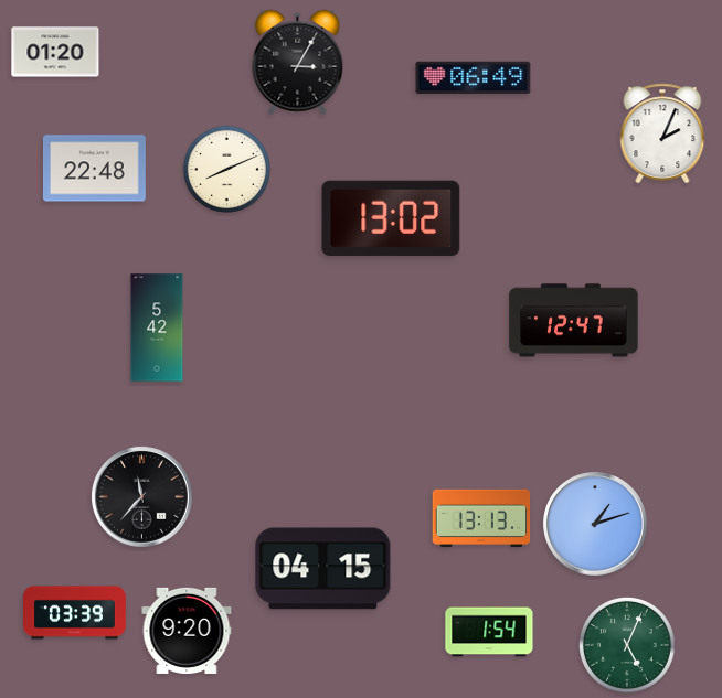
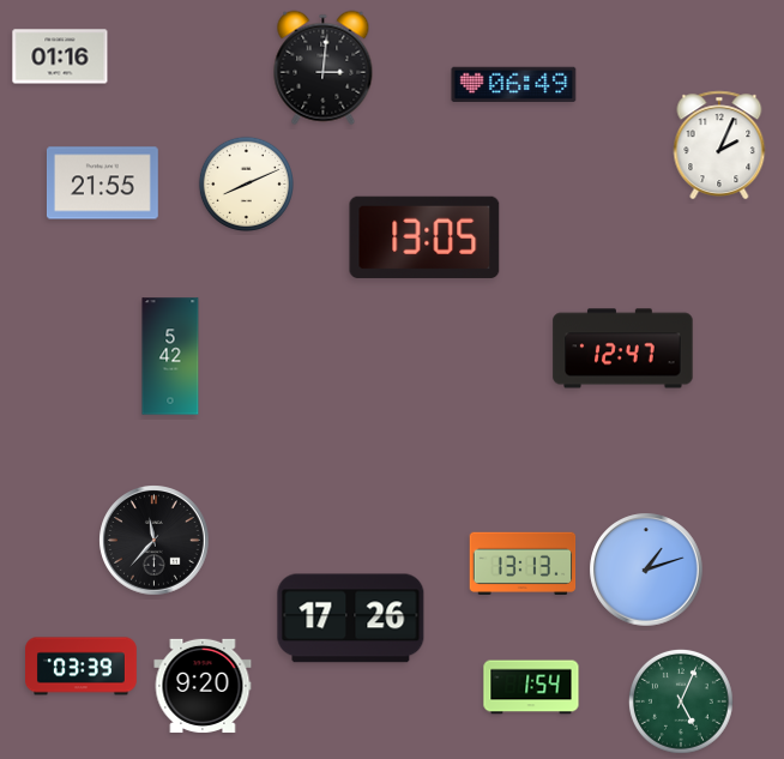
clock at (55, 52): 01:20 -> 01:16
clock at (298, 63): 3:05 -> 3:01
clock at (94, 169): 22:48 -> 21:55
clock at (391, 217): 13:02 -> 13:05
clock at (323, 569): 04:15 -> 17:26
